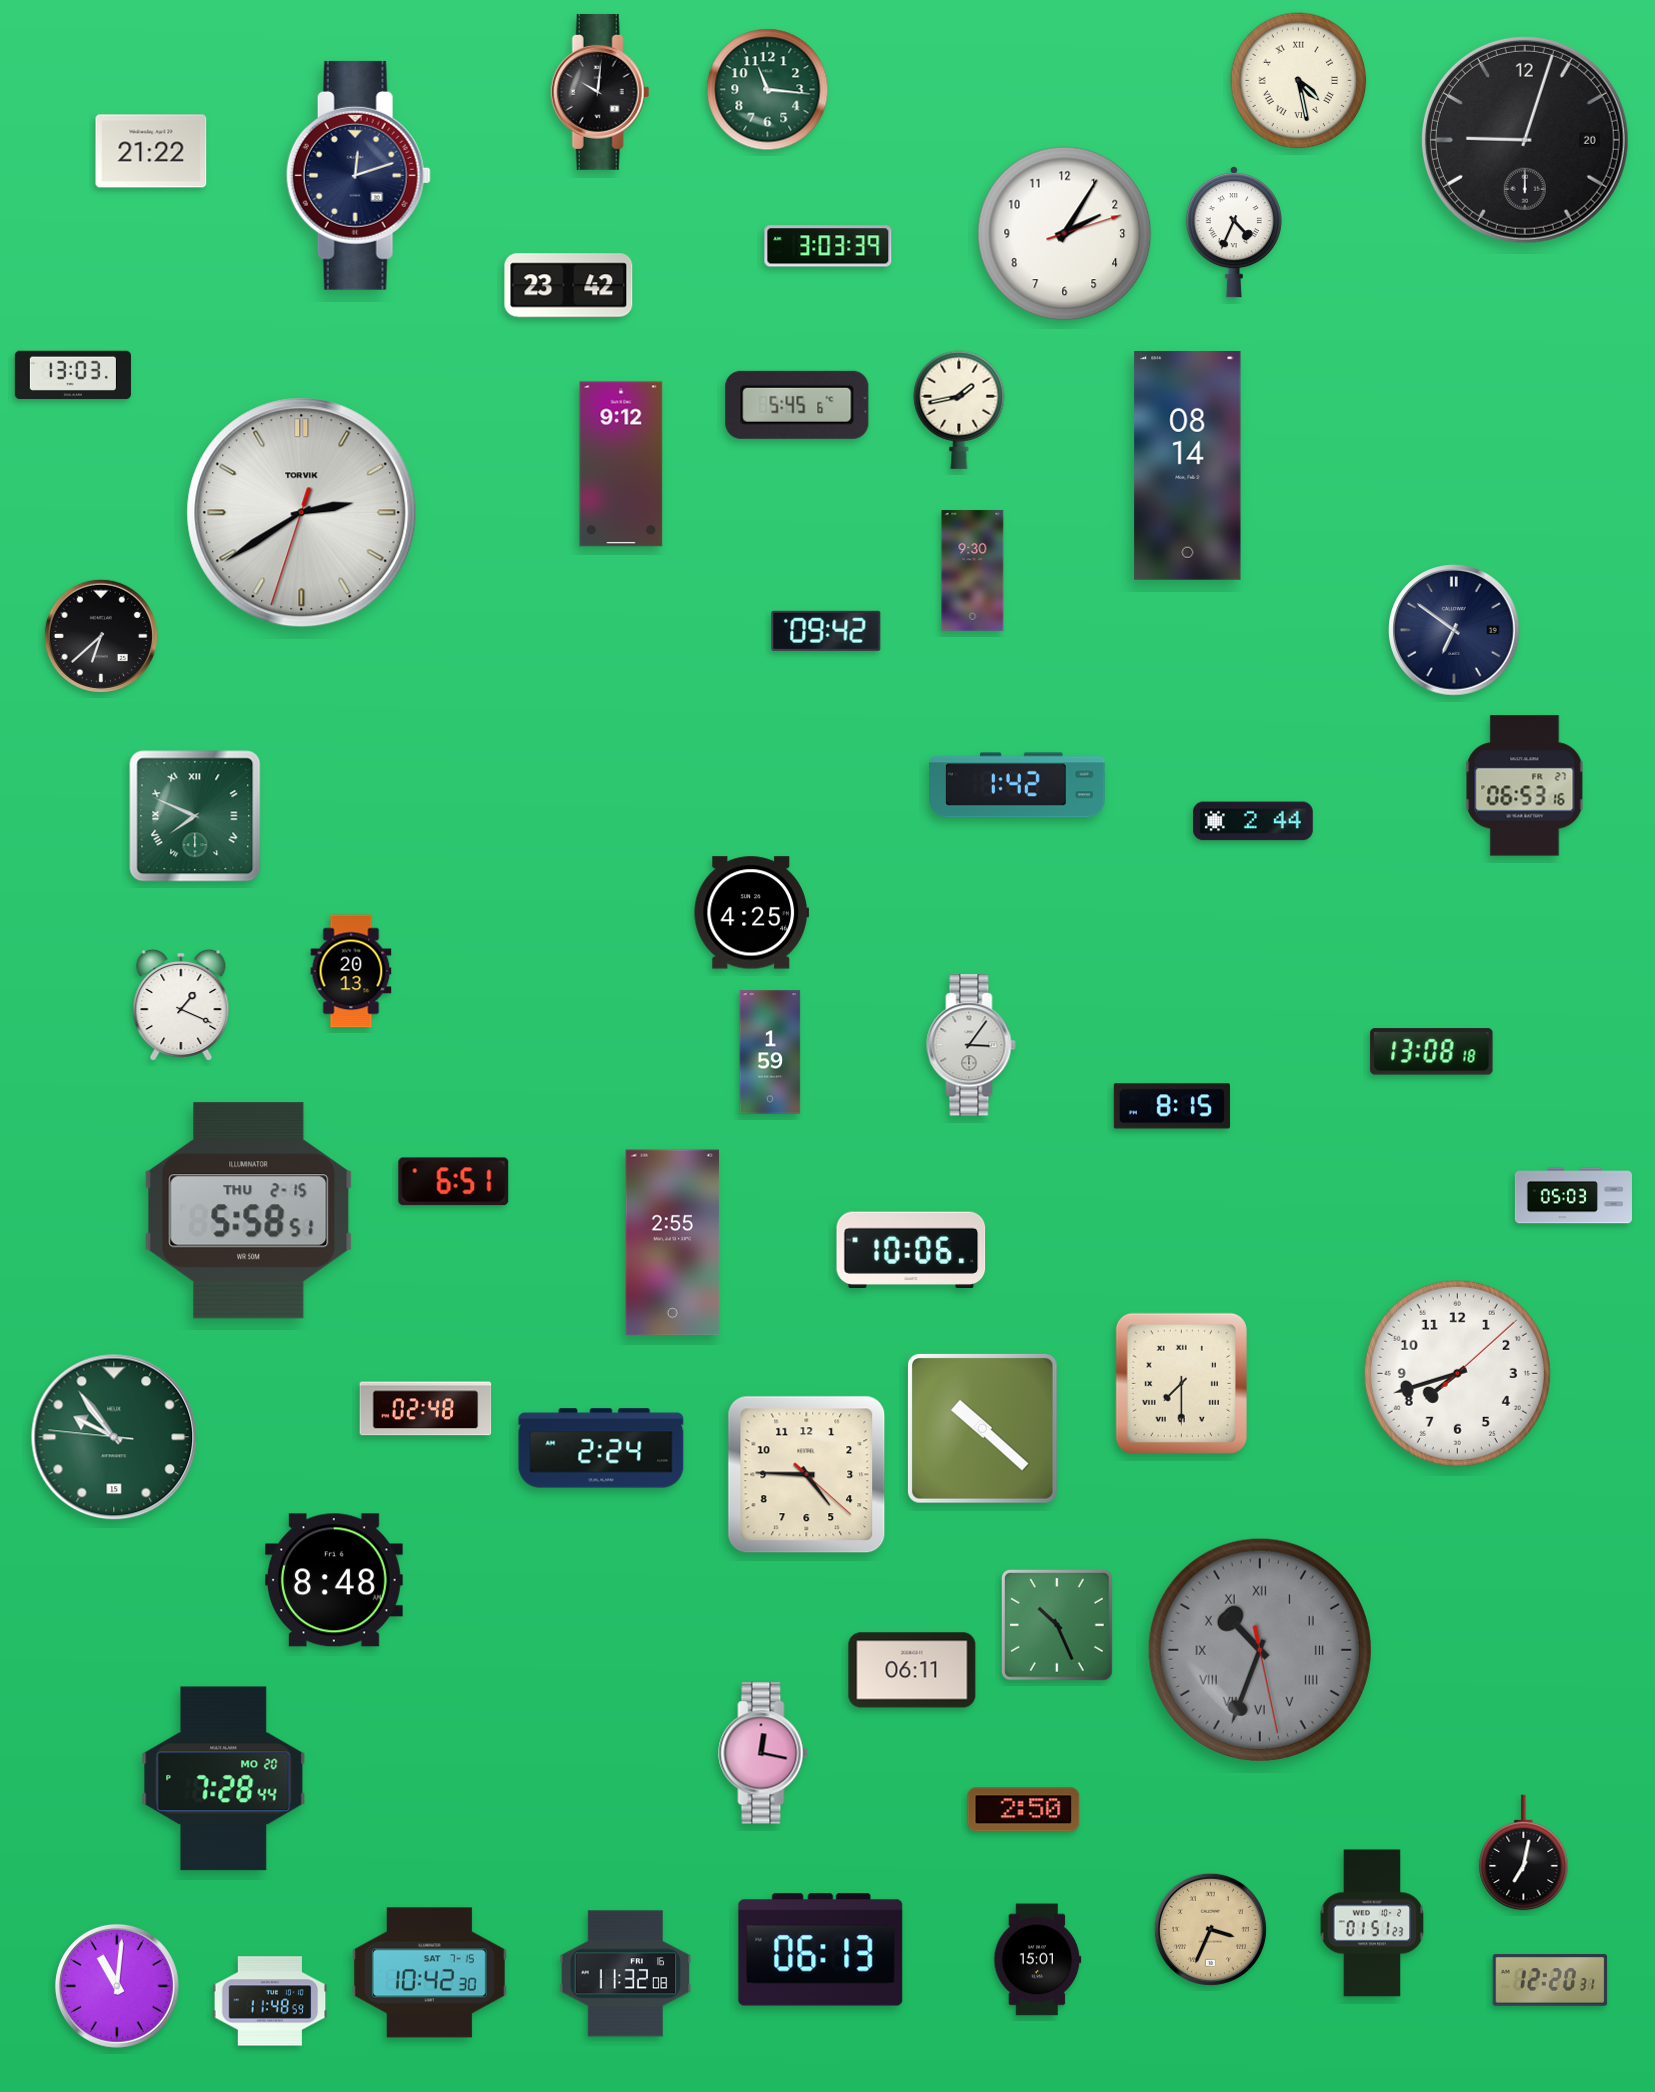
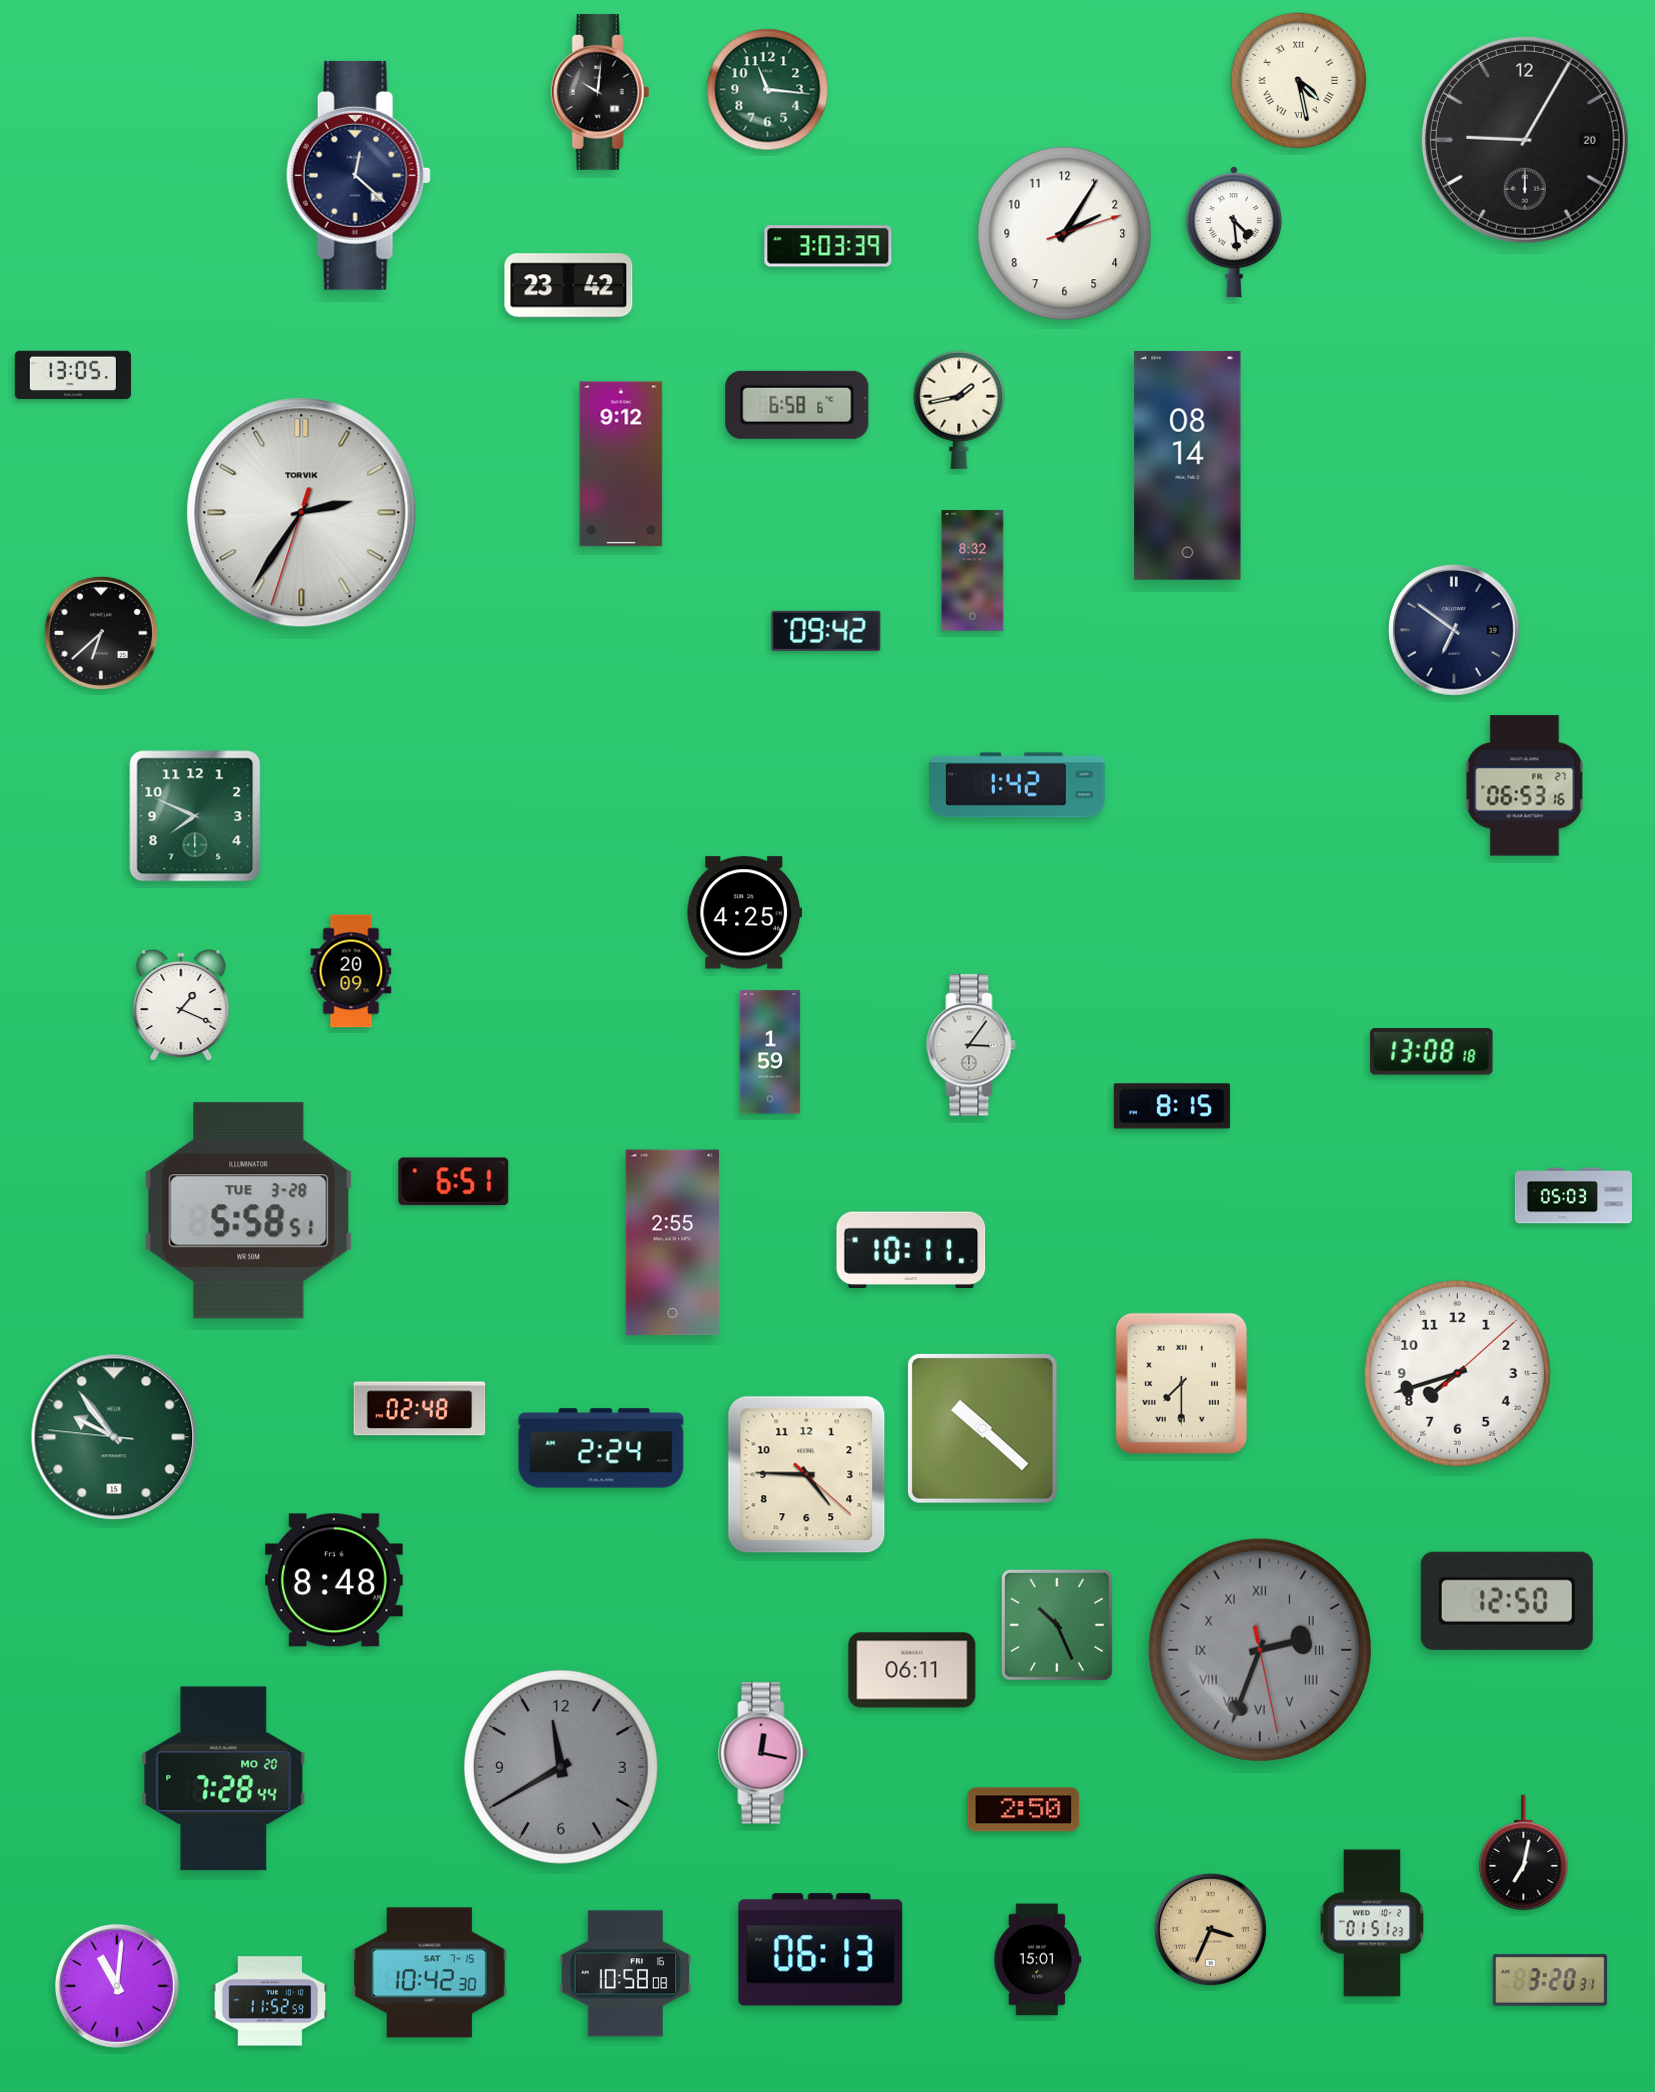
clock at (1525, 140): 9:03 -> 9:05
clock at (151, 151): 21:22 -> none
clock at (358, 175): 12:12 -> 12:22
clock at (1234, 232): 4:34 -> 4:29
clock at (73, 375): 13:03 -> 13:05
clock at (797, 405): 5:45 -> 6:58
clock at (302, 513): 2:39 -> 2:35
clock at (973, 571): 9:30 -> 8:32
clock at (101, 636) position: (101, 636) -> (101, 633)
clock at (195, 816) numerals: Roman -> Arabic
clock at (1254, 821): 2:44 -> none
clock at (751, 913) position: (751, 913) -> (744, 913)
clock at (351, 971): 20:13 -> 20:09
clock at (249, 1211) date: THU 2-15 -> TUE 3-28
clock at (911, 1249): 10:06 -> 10:11
clock at (426, 1409) position: (426, 1409) -> (420, 1409)
clock at (1507, 1601): none -> 12:50
clock at (1260, 1650): 10:33 -> 2:33
clock at (561, 1767): none -> 11:40
clock at (626, 1974): 11:32 -> 10:58
clock at (1550, 1980): 12:20 -> 3:20
clock at (270, 2001): 11:48 -> 11:52
